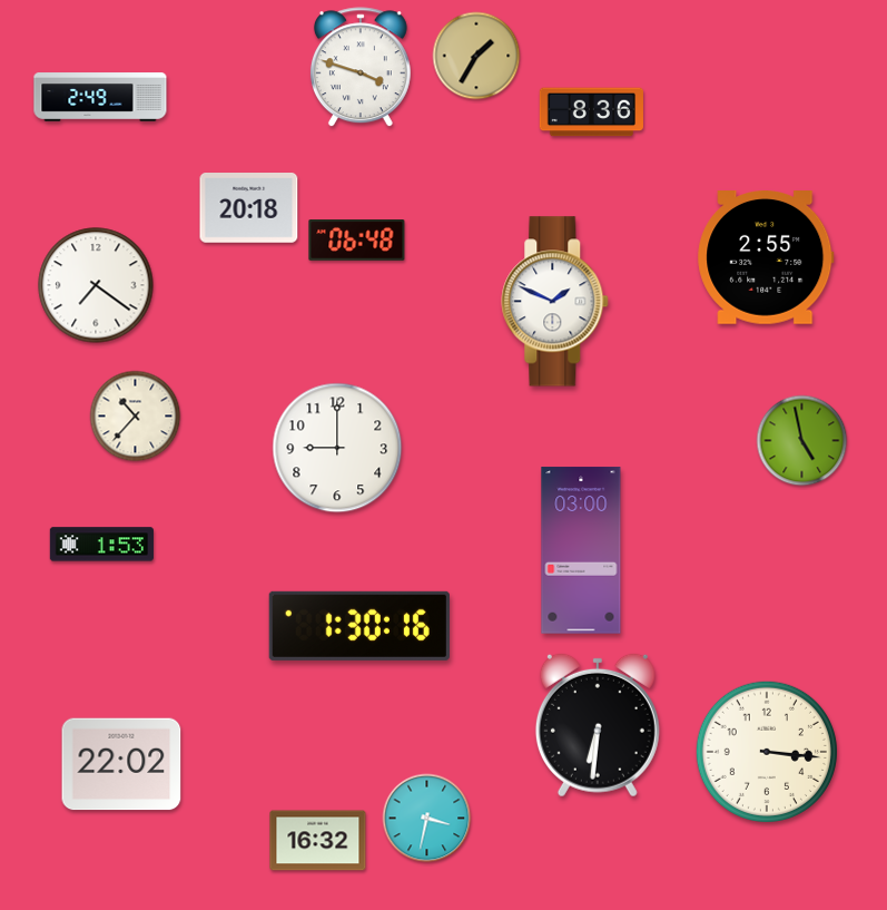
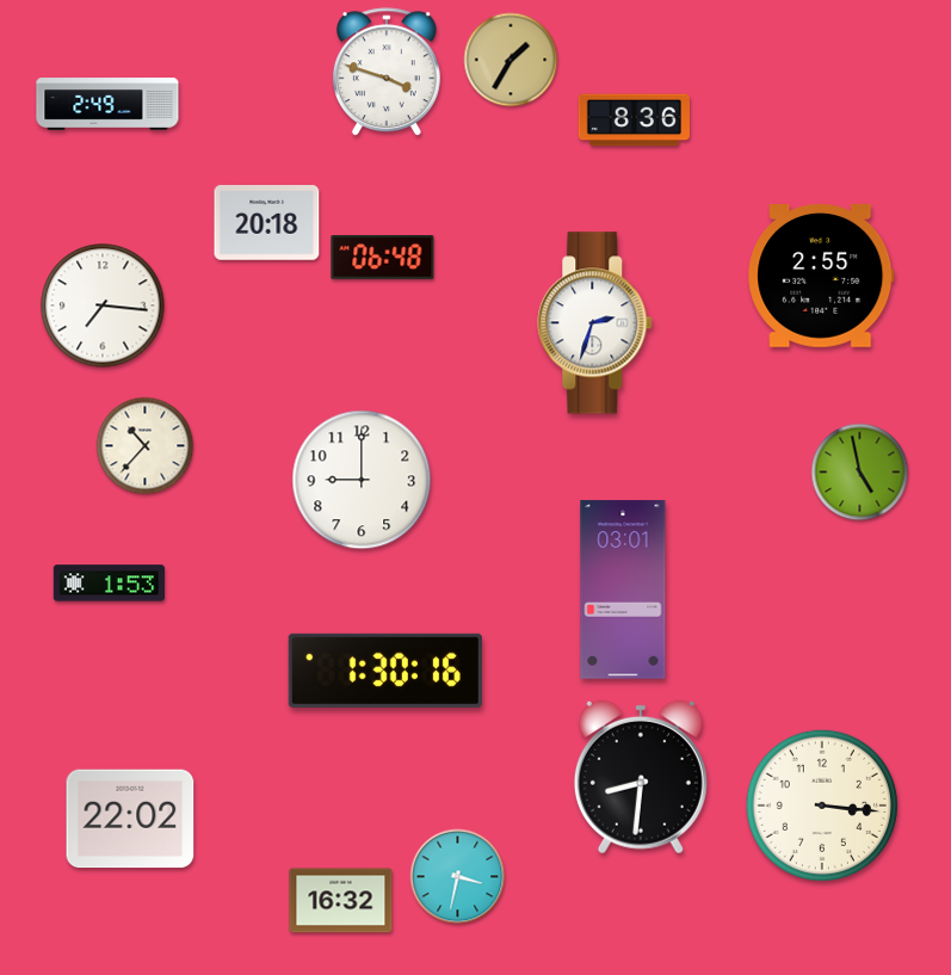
clock at (96, 285): 7:21 -> 7:16
clock at (555, 302): 1:49 -> 2:33
clock at (581, 550): 03:00 -> 03:01
clock at (598, 725): 6:31 -> 8:31
